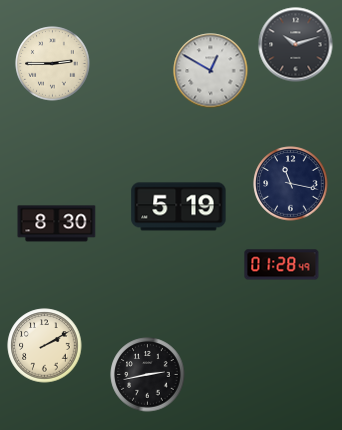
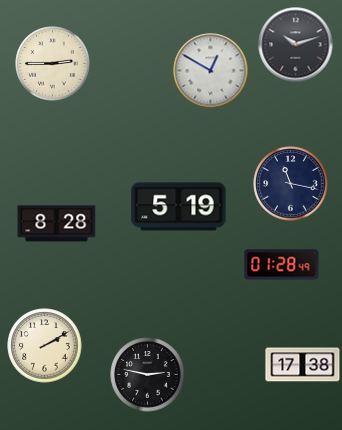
clock at (57, 224): 8:30 -> 8:28
clock at (303, 365): none -> 17:38
clock at (148, 375): 2:43 -> 2:47
